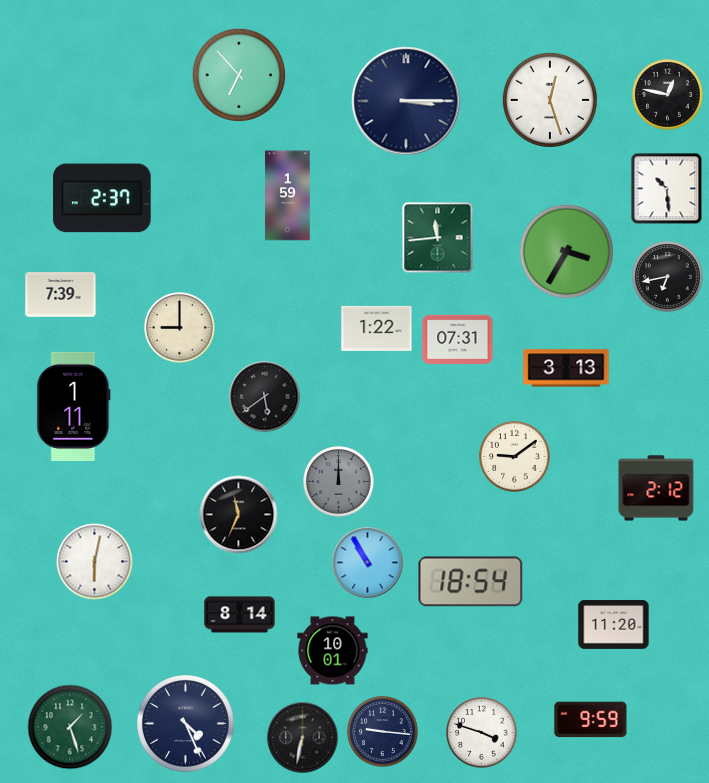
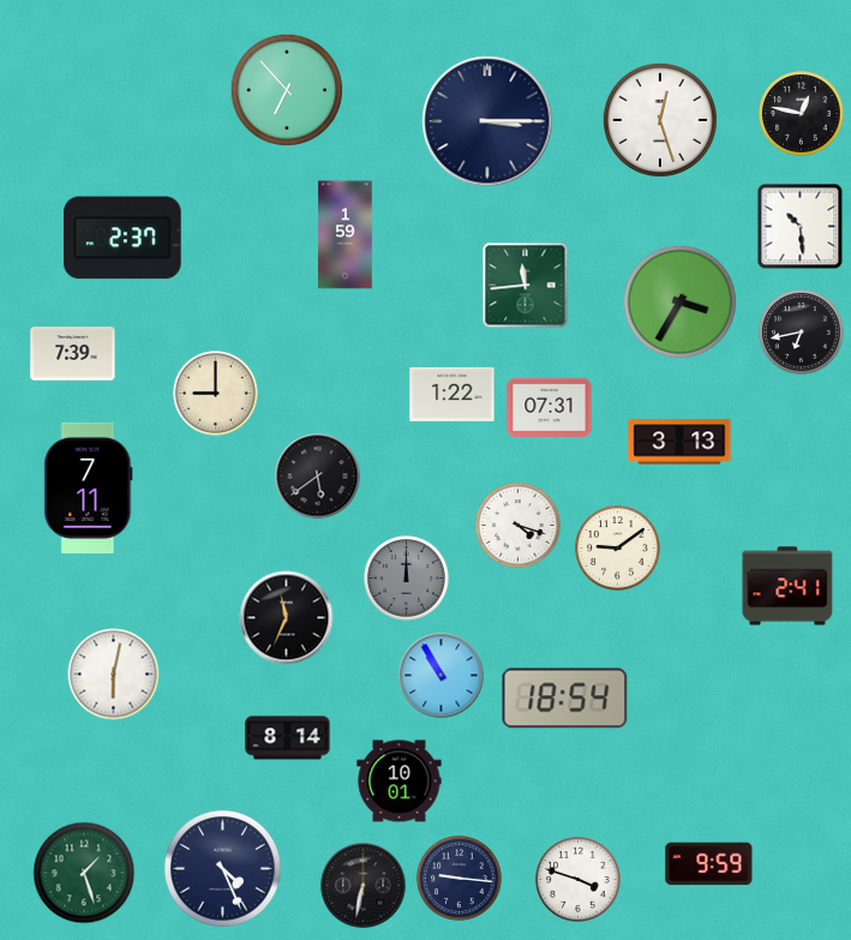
clock at (74, 406): 1:11 -> 7:11
clock at (519, 526): none -> 4:18
clock at (656, 488): 2:12 -> 2:41
clock at (614, 625): 11:20 -> none
